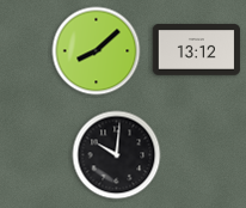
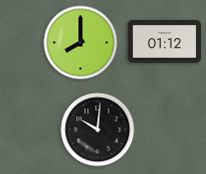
clock at (197, 50): 13:12 -> 01:12
clock at (97, 51): 8:08 -> 8:00
